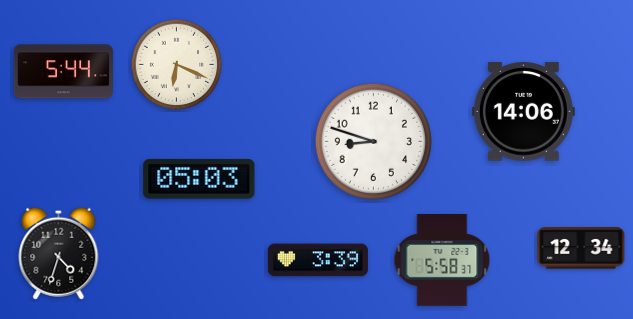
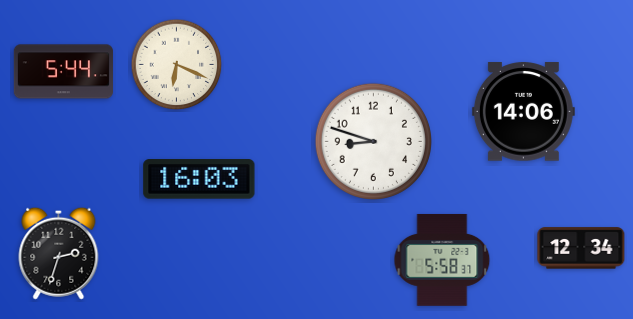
clock at (199, 179): 05:03 -> 16:03
clock at (59, 253): 4:33 -> 2:33
clock at (318, 260): 3:39 -> none
